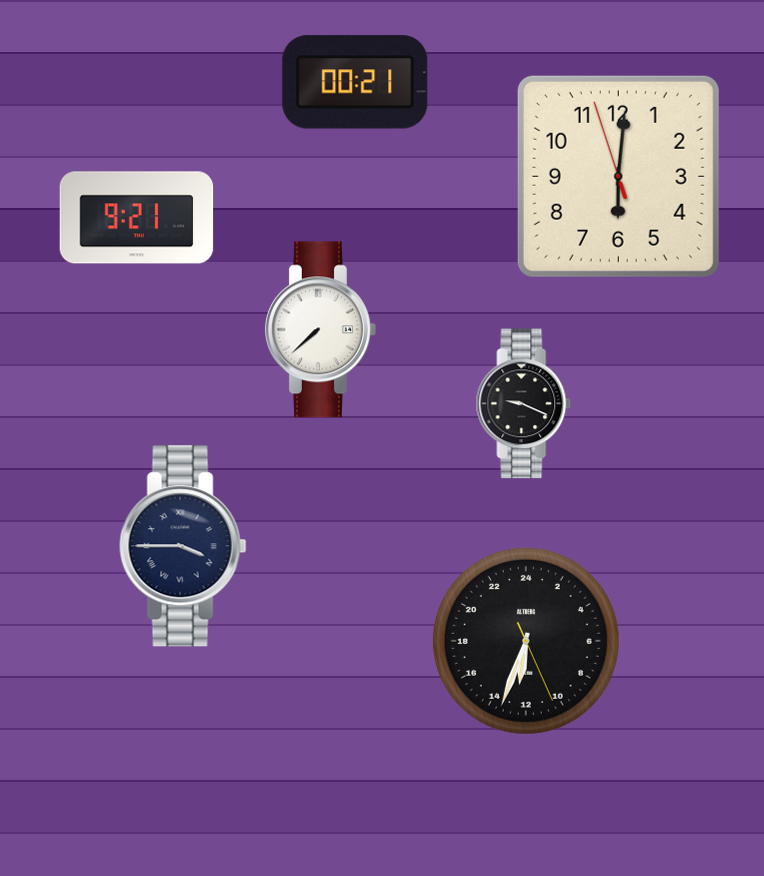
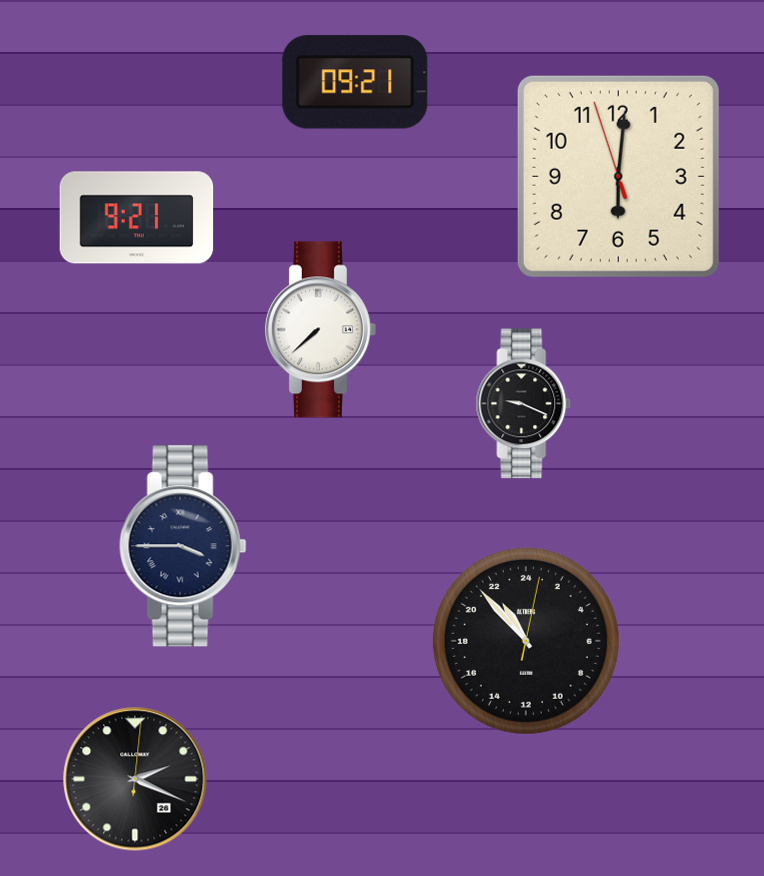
clock at (355, 82): 00:21 -> 09:21
clock at (526, 641): 12:33 -> 21:53
clock at (135, 779): none -> 2:19
